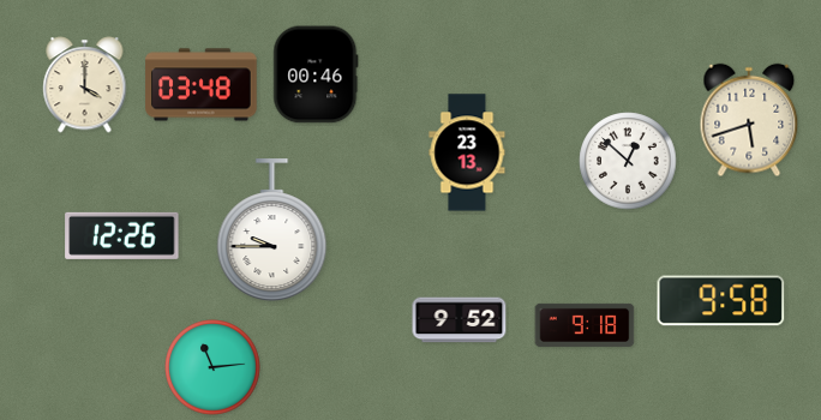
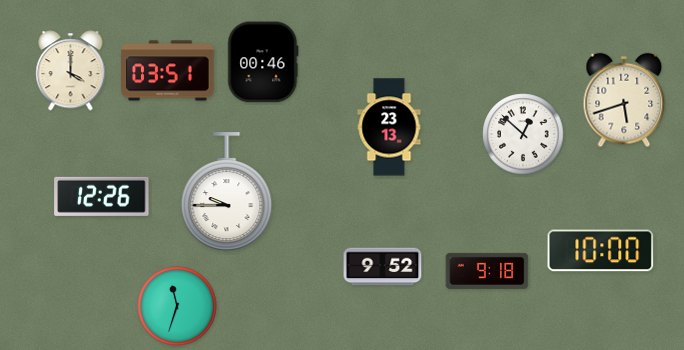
clock at (202, 85): 03:48 -> 03:51
clock at (721, 301): 9:58 -> 10:00
clock at (212, 367): 11:14 -> 11:33
